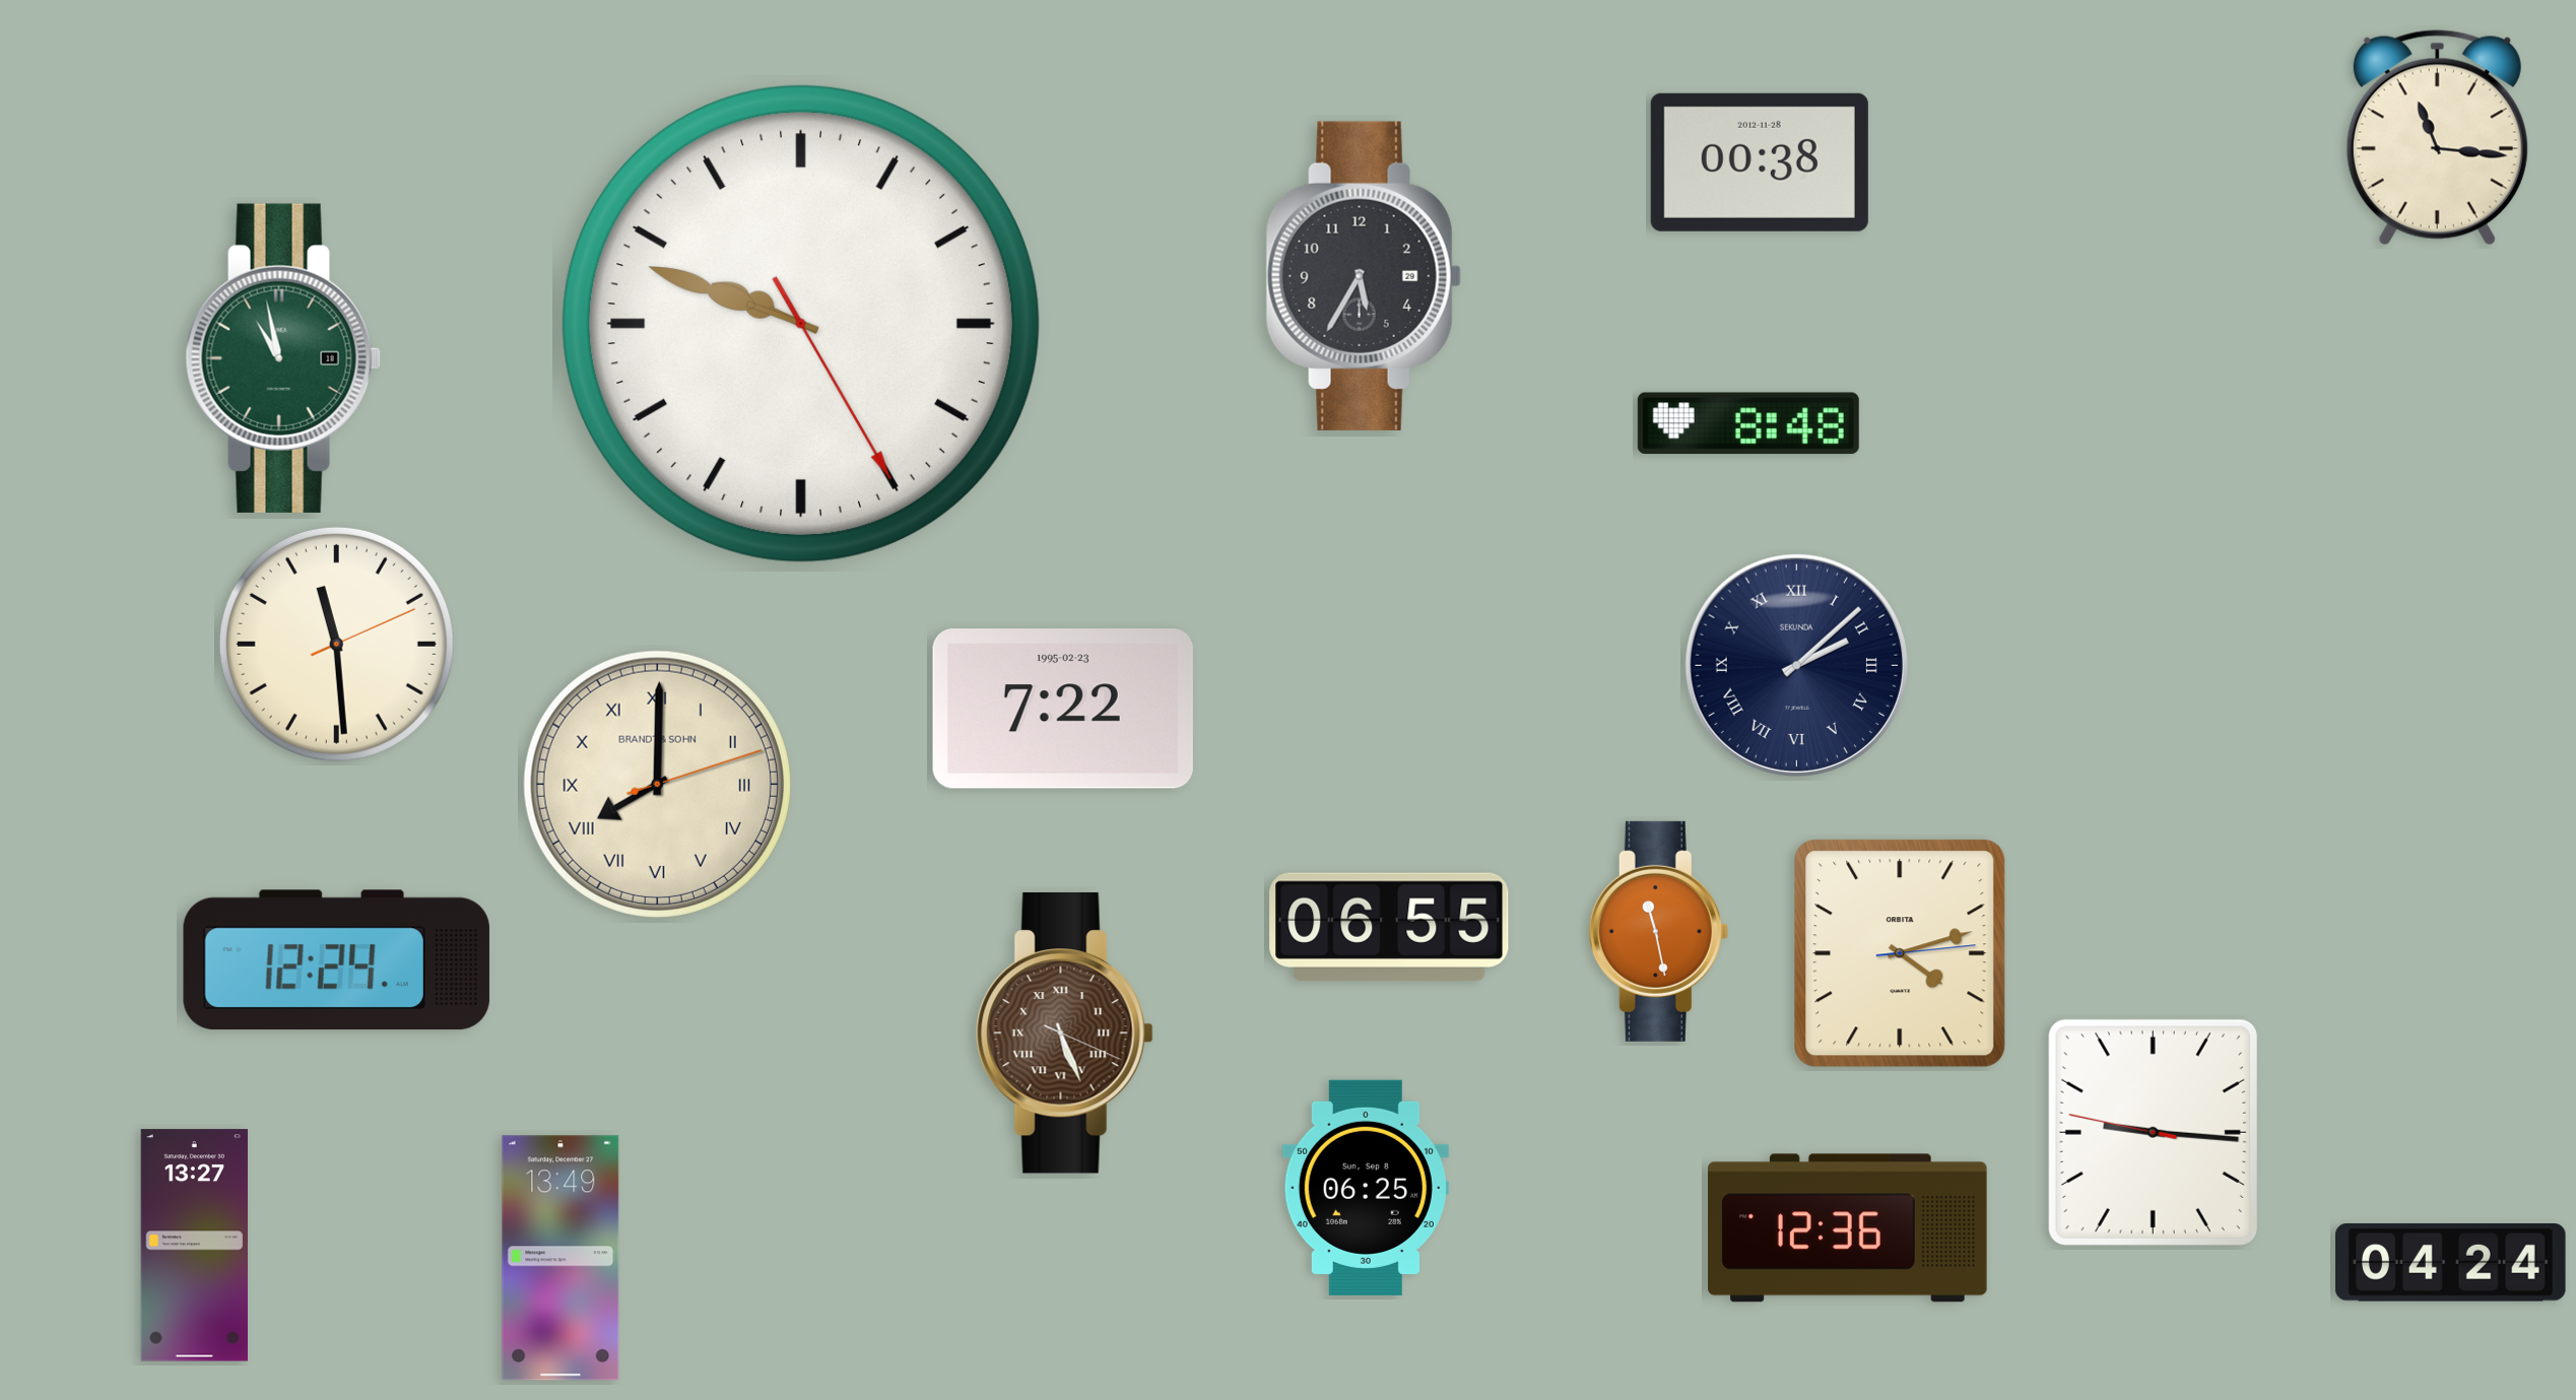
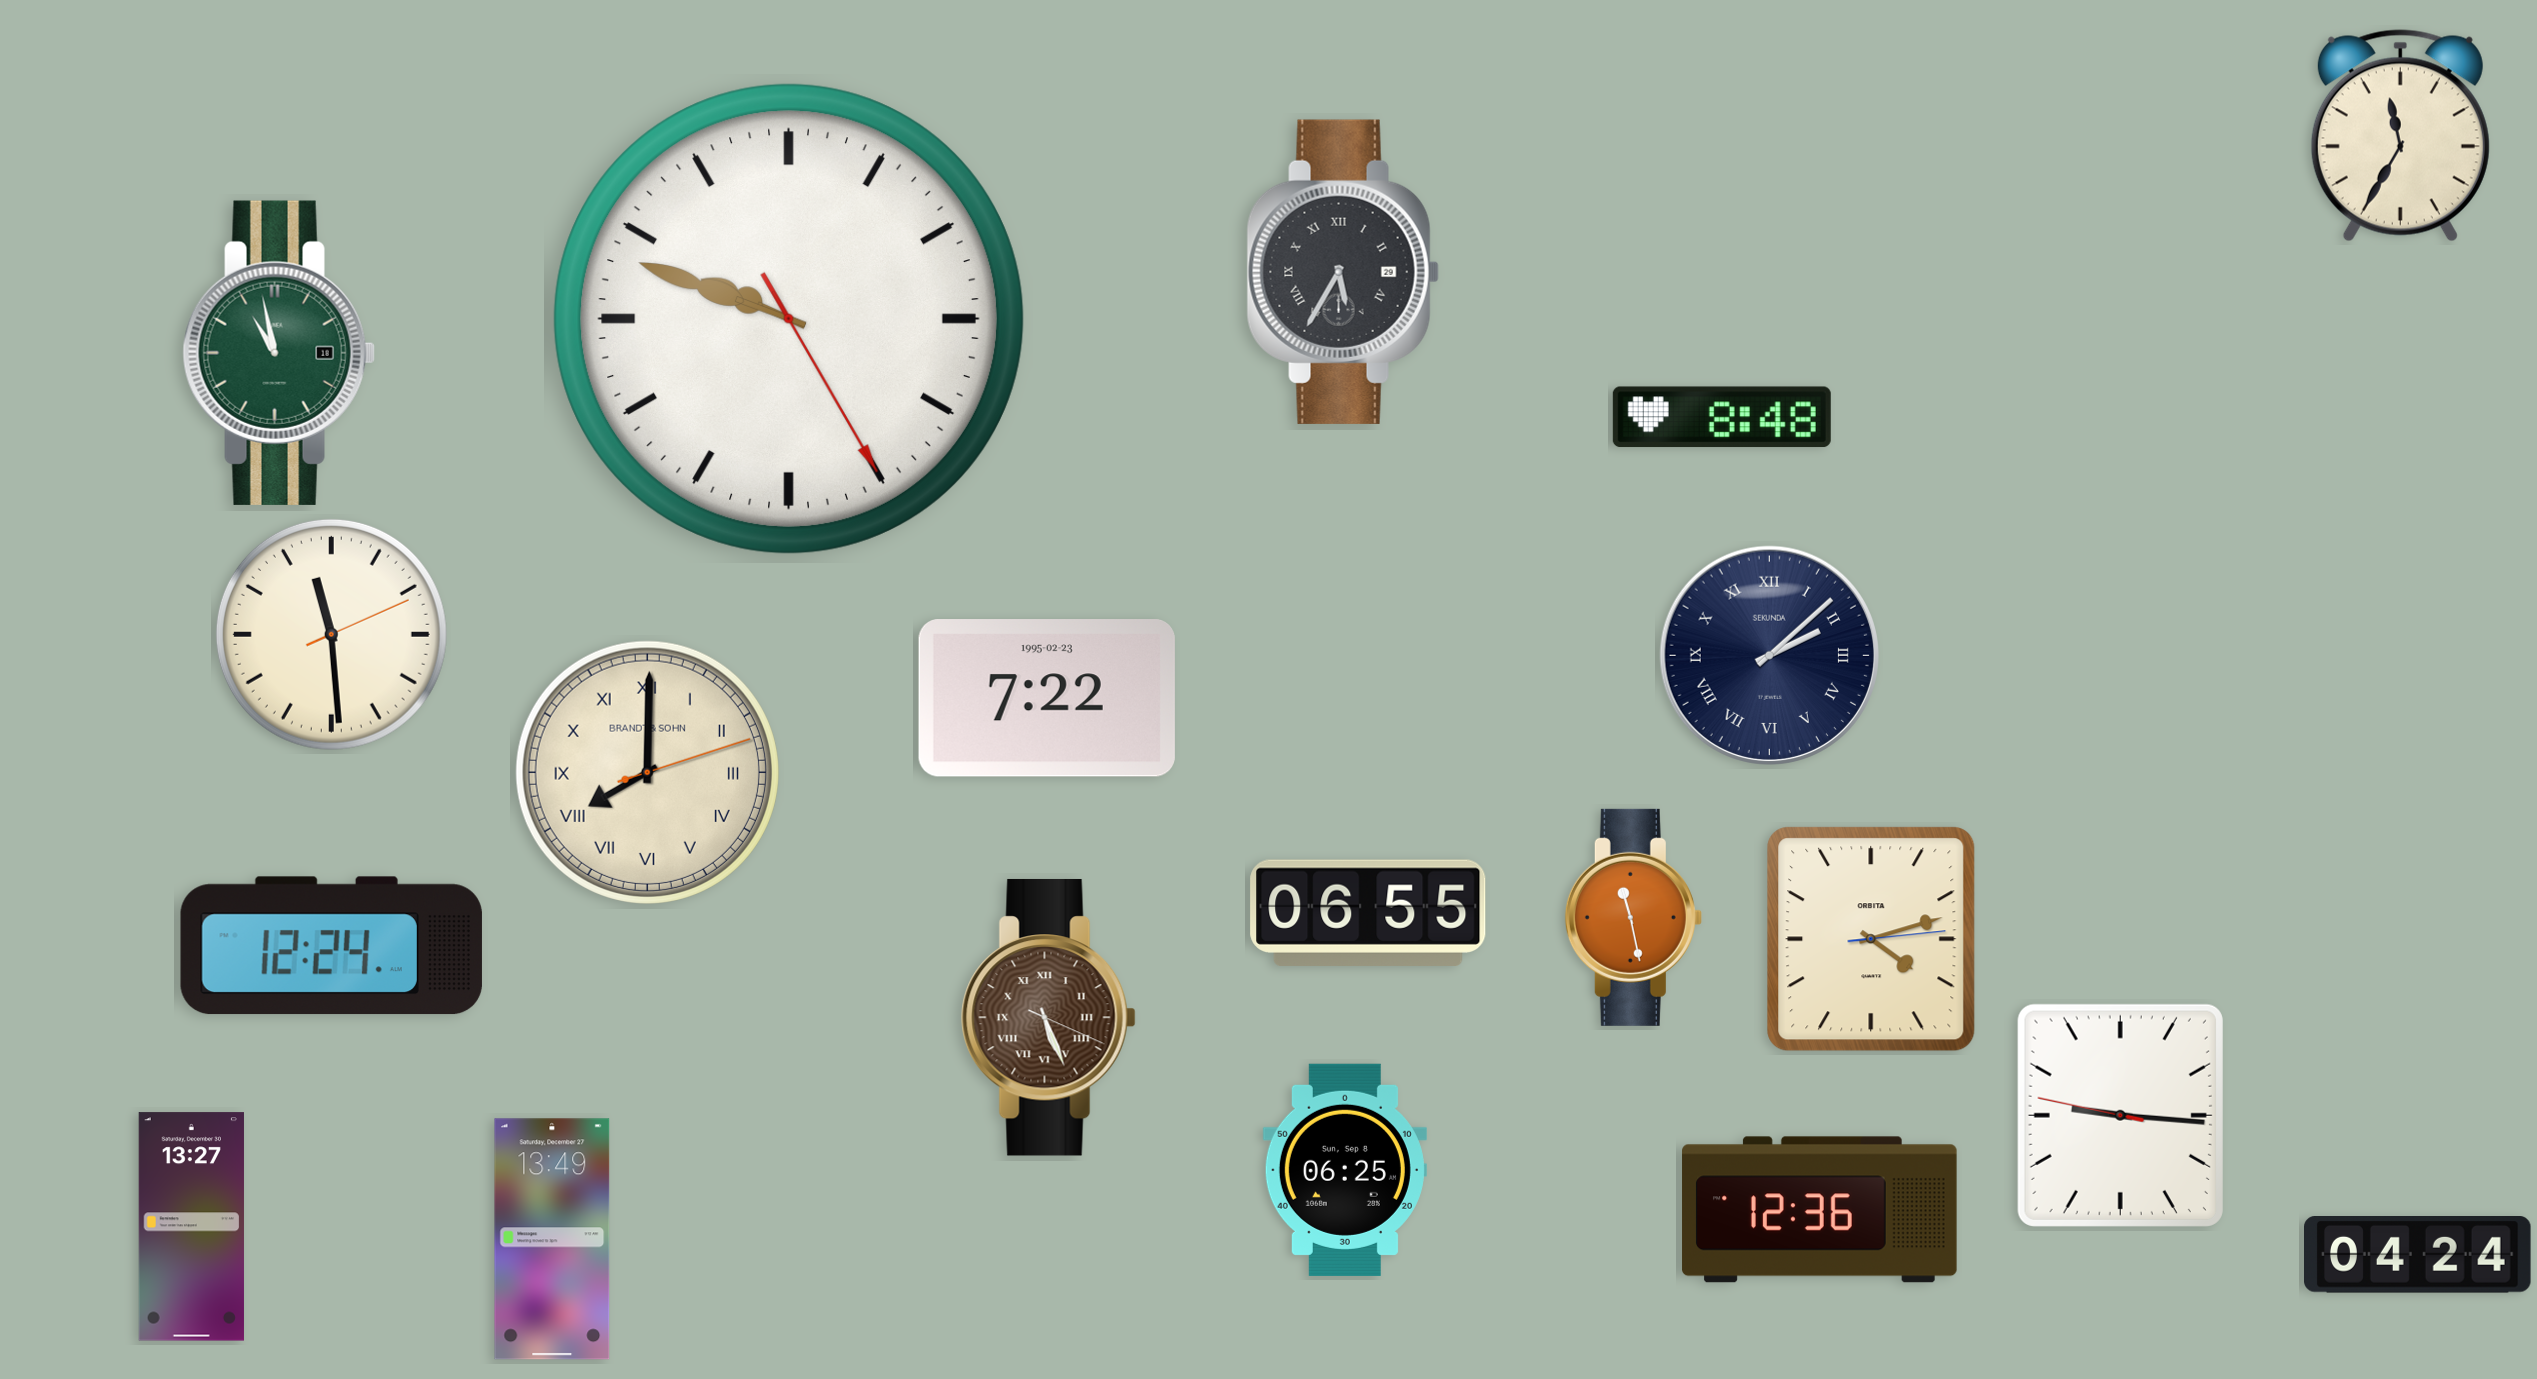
clock at (2437, 138): 11:16 -> 11:35
clock at (1760, 162): 00:38 -> none
clock at (1364, 276) numerals: Arabic -> Roman
clock at (2451, 1263) position: (2451, 1263) -> (2418, 1255)
